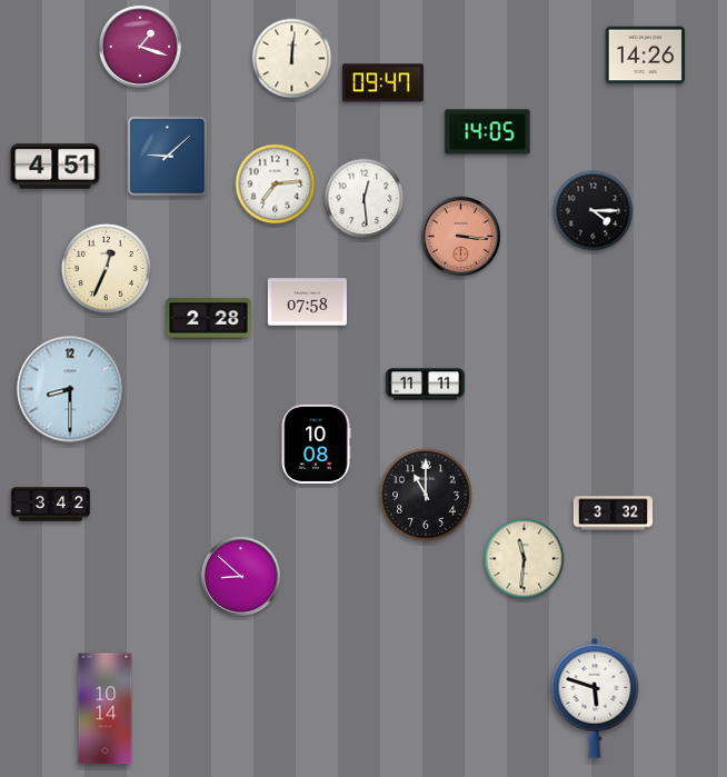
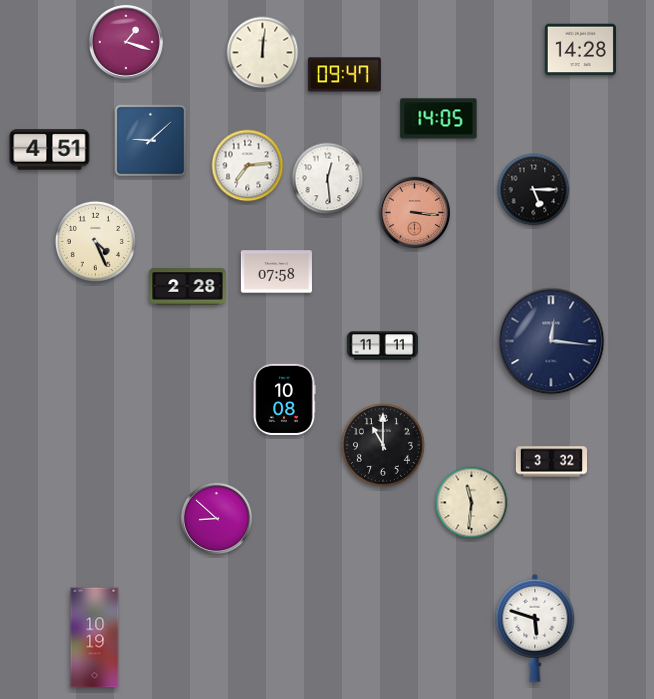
clock at (645, 56): 14:26 -> 14:28
clock at (594, 211): 4:15 -> 5:15
clock at (106, 268): 12:34 -> 4:26
clock at (551, 341): none -> 12:16
clock at (70, 389): 8:30 -> none
clock at (50, 505): 3:42 -> none
clock at (106, 709): 10:14 -> 10:19
